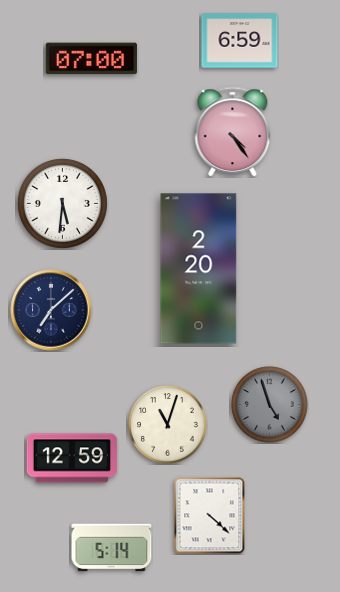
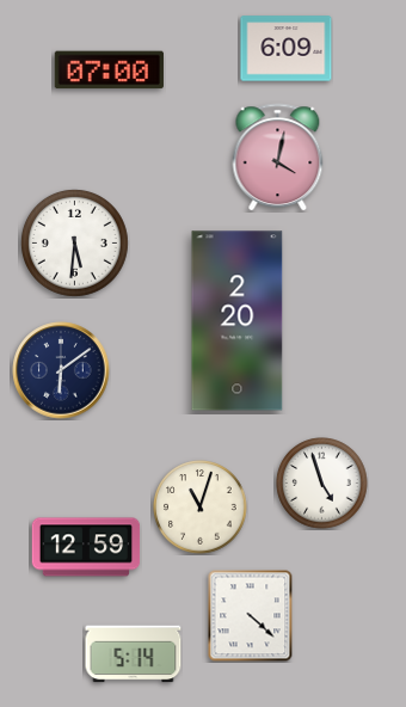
clock at (240, 41): 6:59 -> 6:09
clock at (233, 132): 4:24 -> 4:02
clock at (51, 310): 7:08 -> 6:09
clock at (270, 405) dial: grey -> white
